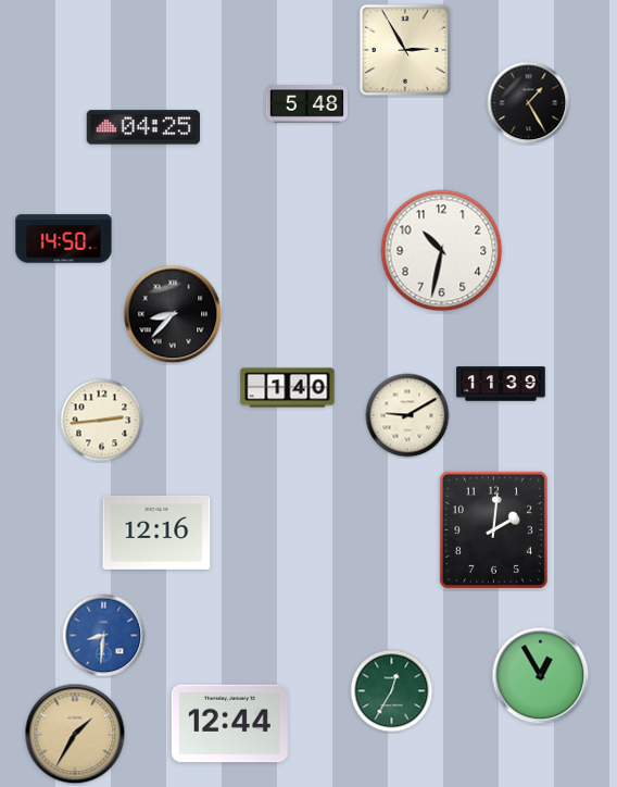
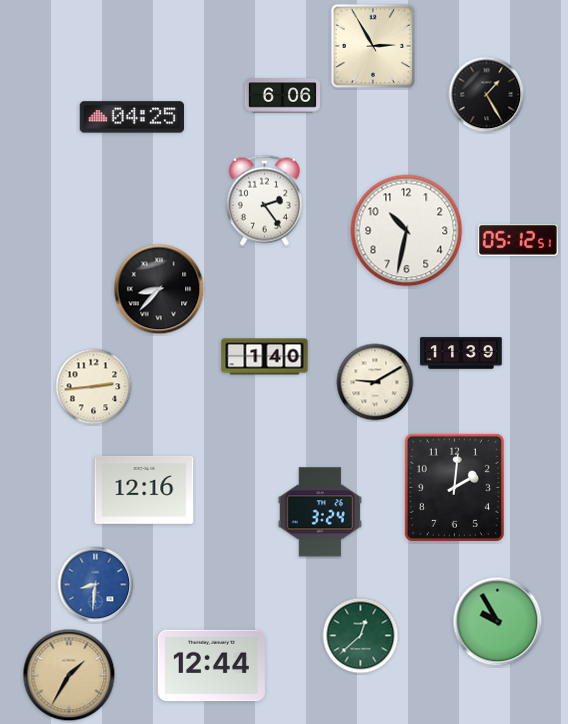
clock at (306, 104): 5:48 -> 6:06
clock at (264, 200): none -> 2:24
clock at (64, 239): 14:50 -> none
clock at (518, 240): none -> 05:12
clock at (319, 512): none -> 3:24
clock at (541, 676): 12:55 -> 9:55
clock at (392, 691): 12:35 -> 12:38
